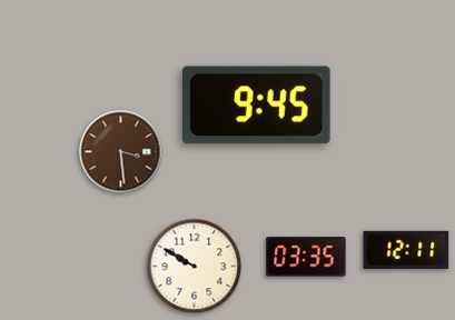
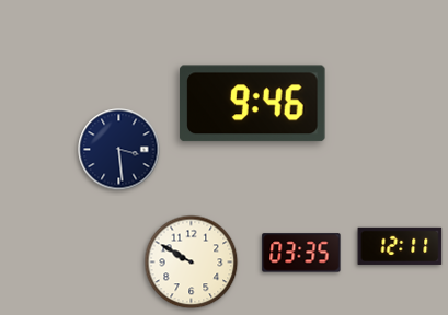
clock at (257, 106): 9:45 -> 9:46
clock at (121, 152) dial: brown -> navy
